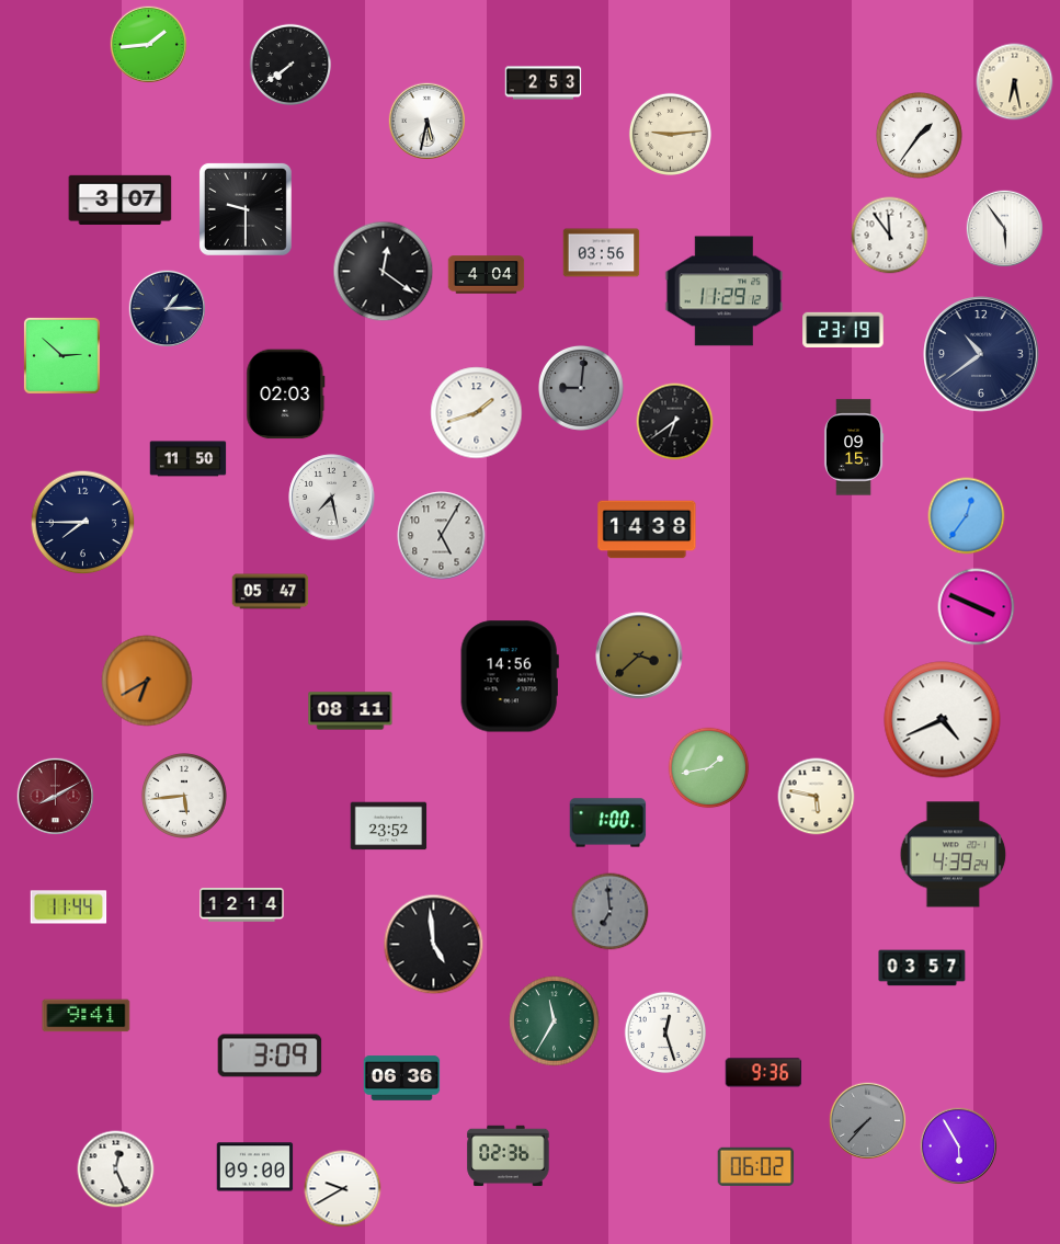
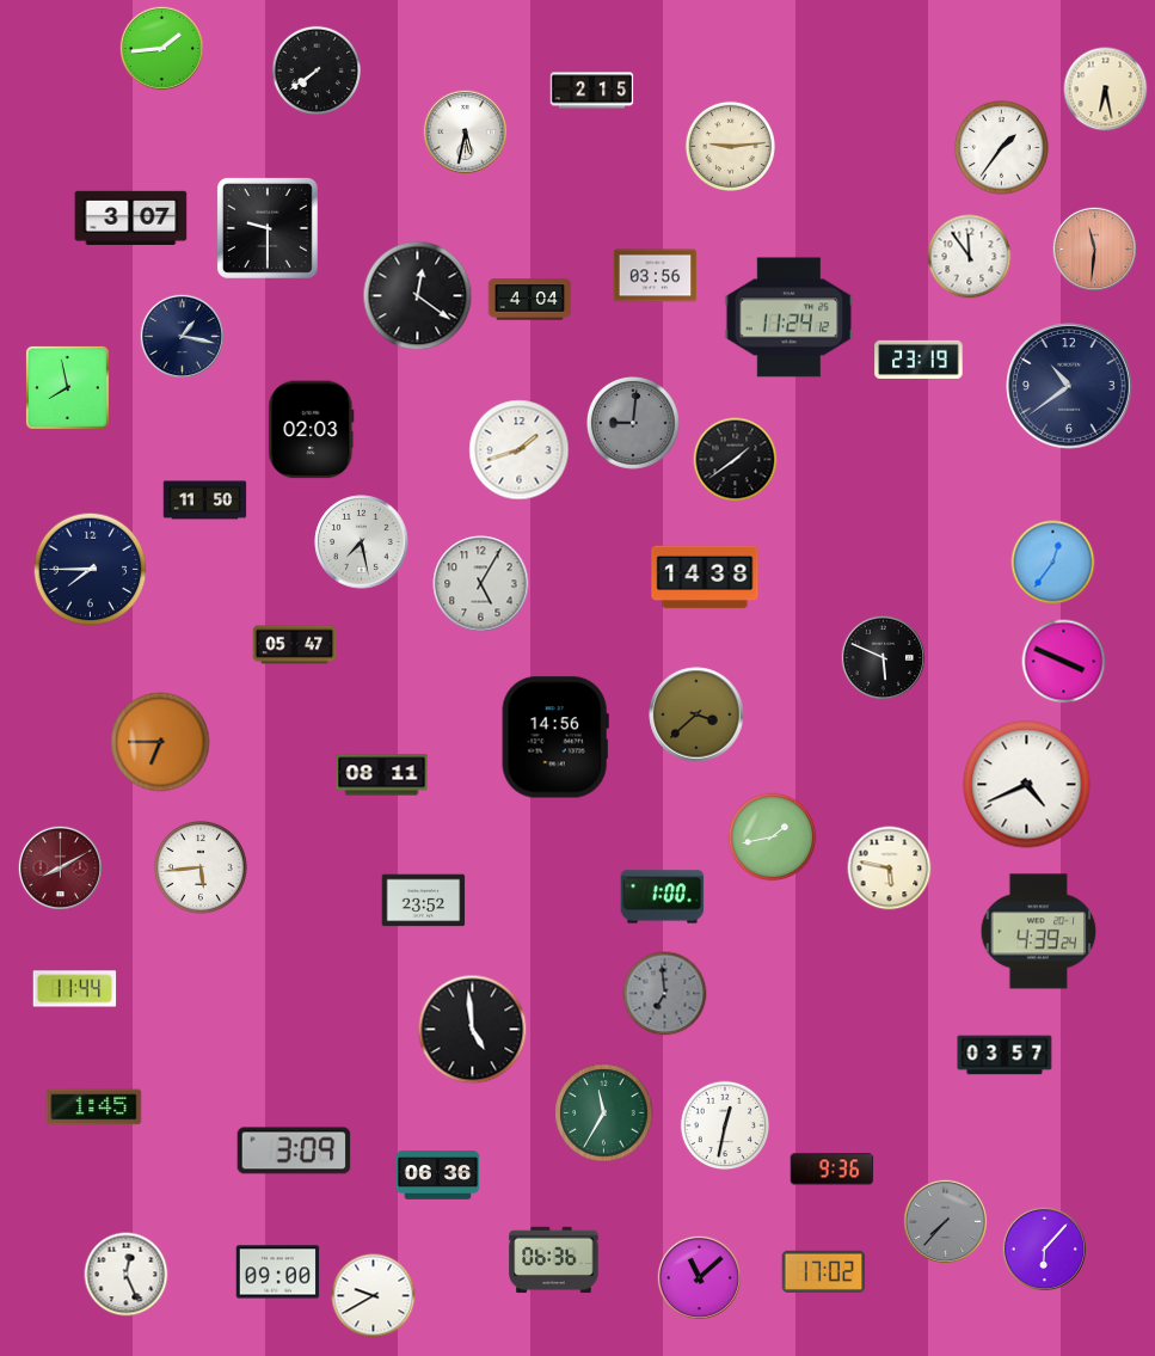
clock at (544, 83): 2:53 -> 2:15
clock at (1005, 229): 5:54 -> 11:31
clock at (1005, 229) dial: white -> salmon
clock at (725, 292): 11:29 -> 11:24
clock at (168, 309): 1:15 -> 1:17
clock at (61, 355): 2:52 -> 7:58
clock at (675, 422): 6:39 -> 1:39
clock at (854, 447): 09:15 -> none
clock at (884, 658): none -> 5:49
clock at (147, 681): 6:40 -> 6:45
clock at (242, 905): 12:14 -> none
clock at (87, 1016): 9:41 -> 1:45
clock at (665, 1032): 12:27 -> 12:32
clock at (959, 1146): 5:55 -> 6:07
clock at (509, 1156): 02:36 -> 06:36
clock at (756, 1166): 06:02 -> 17:02
clock at (700, 1278): none -> 11:08
